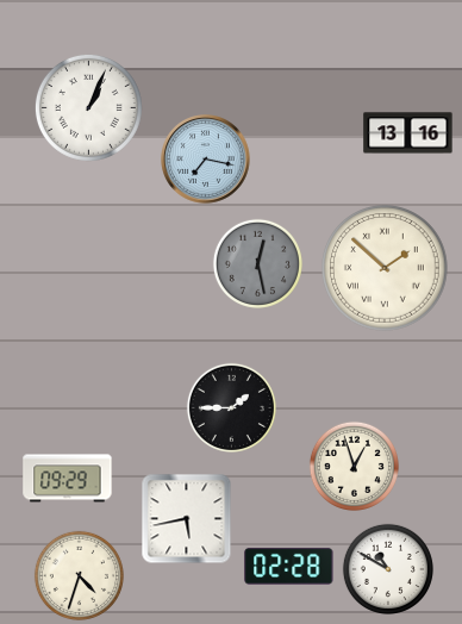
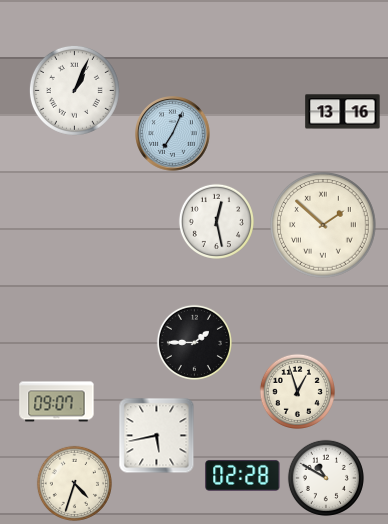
clock at (206, 160): 7:17 -> 7:04
clock at (257, 263) dial: grey -> white
clock at (68, 479): 09:29 -> 09:07
clock at (79, 575) position: (79, 575) -> (74, 483)
